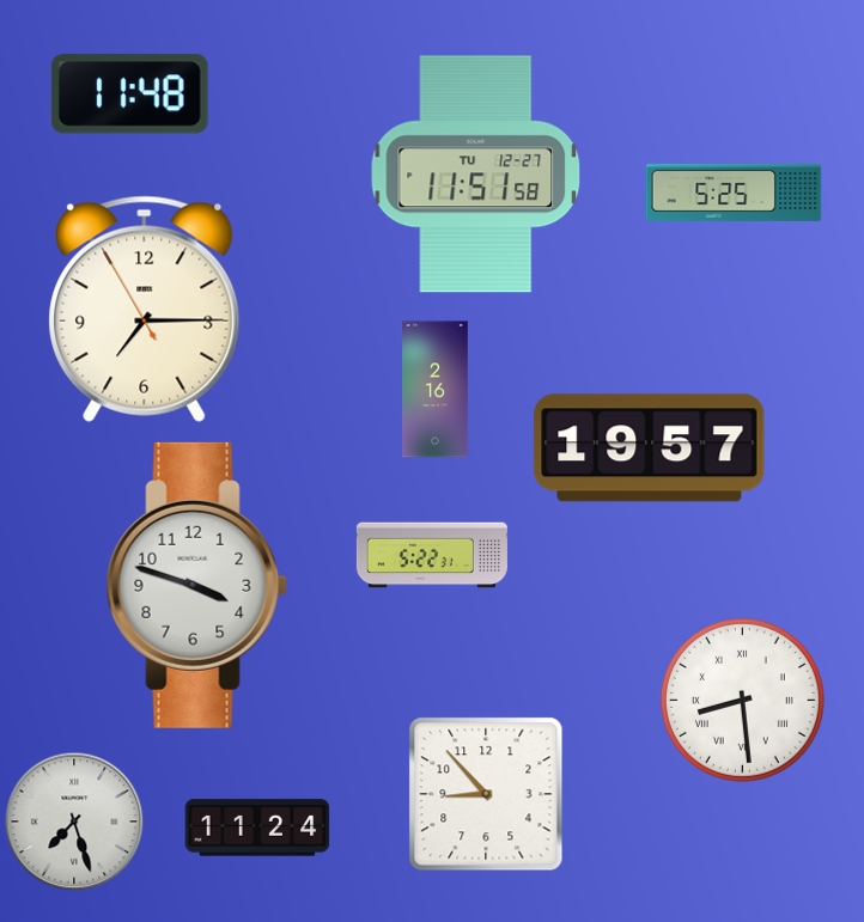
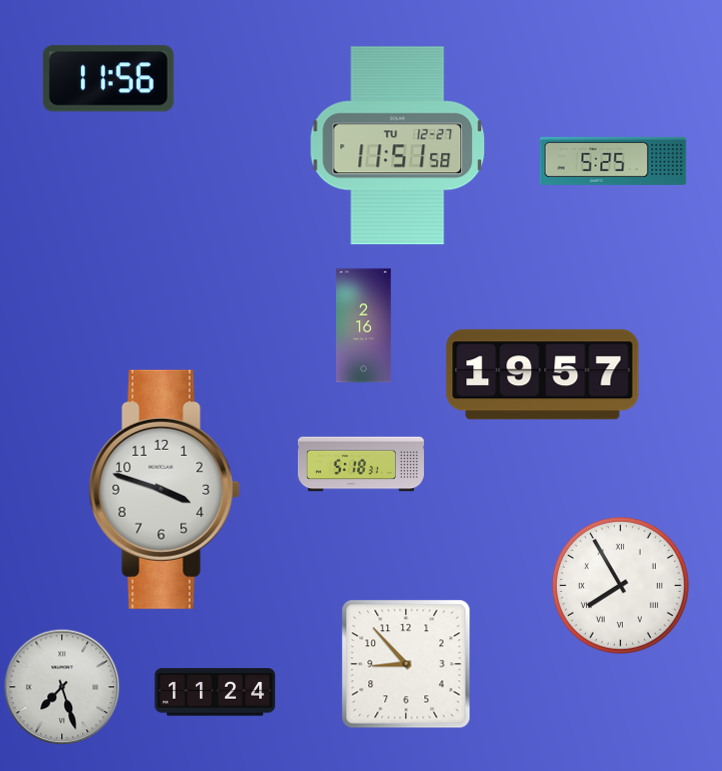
clock at (129, 94): 11:48 -> 11:56
clock at (145, 309): 7:14 -> none
clock at (432, 555): 5:22 -> 5:18
clock at (742, 700): 8:29 -> 7:55
